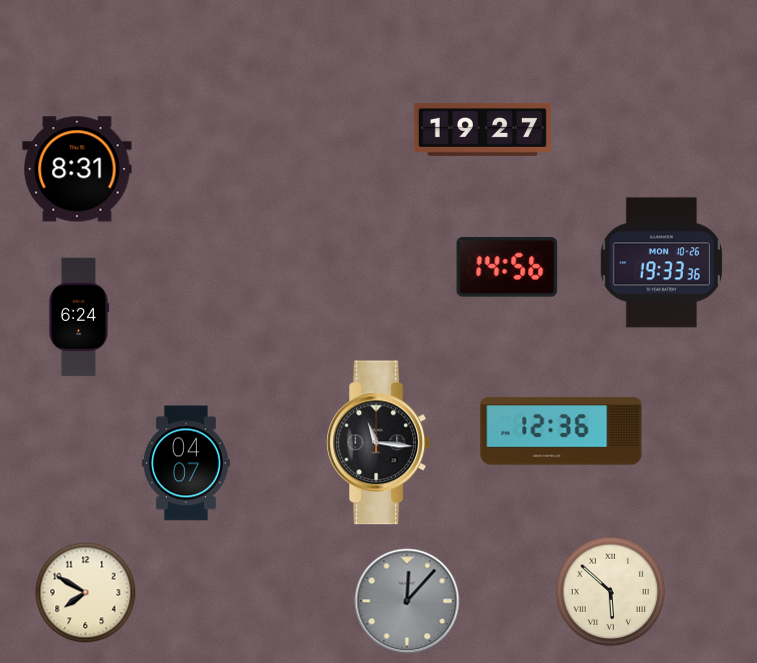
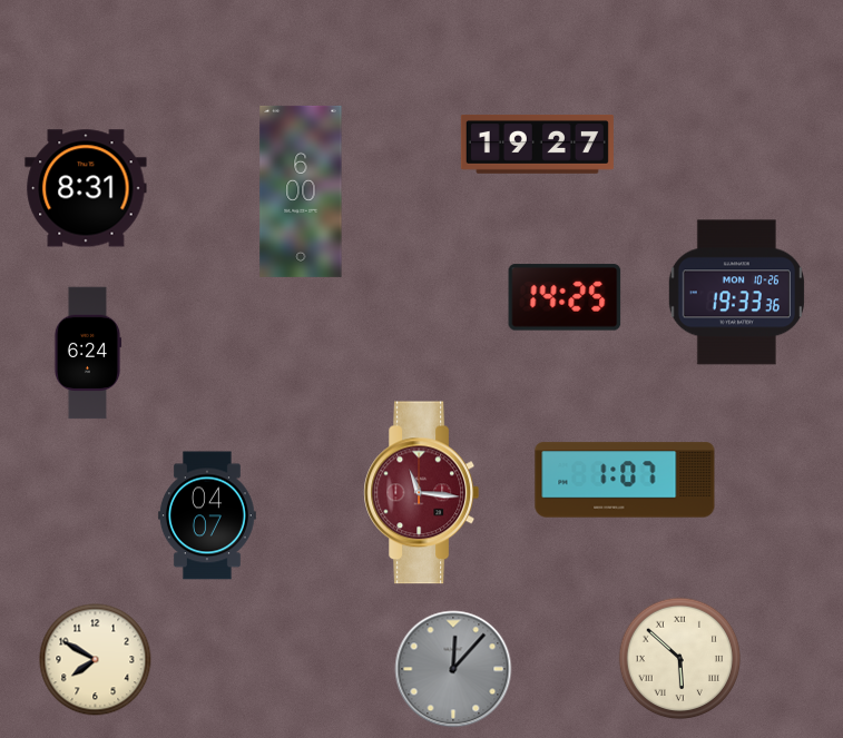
clock at (301, 191): none -> 6:00
clock at (507, 267): 14:56 -> 14:25
clock at (561, 431): 12:36 -> 1:07
clock at (378, 443) dial: black -> burgundy
